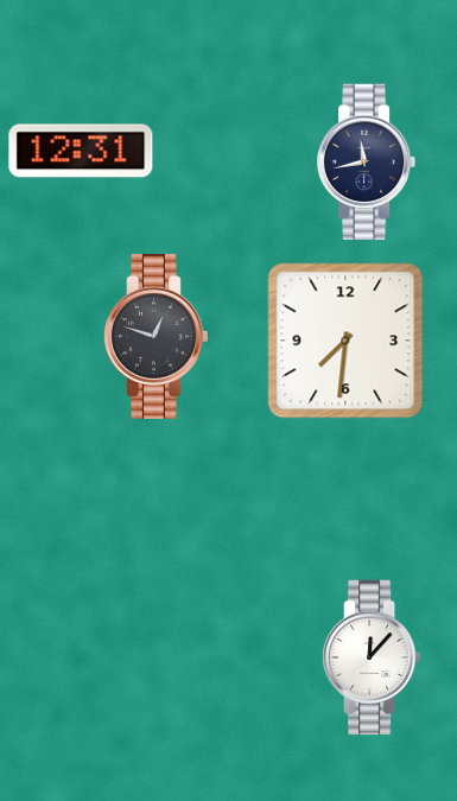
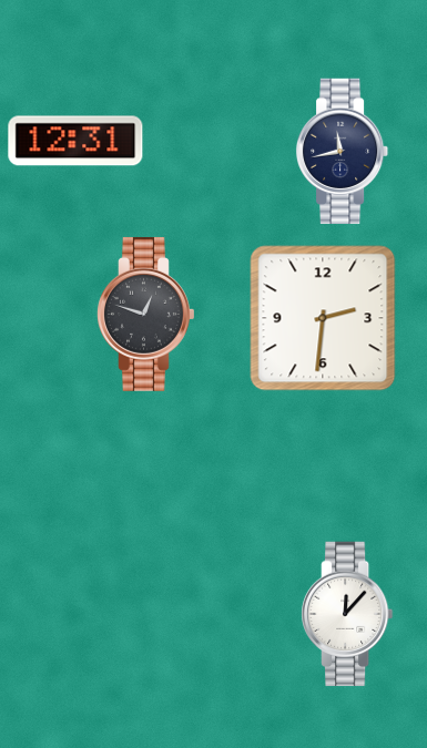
clock at (345, 341): 7:31 -> 2:31
